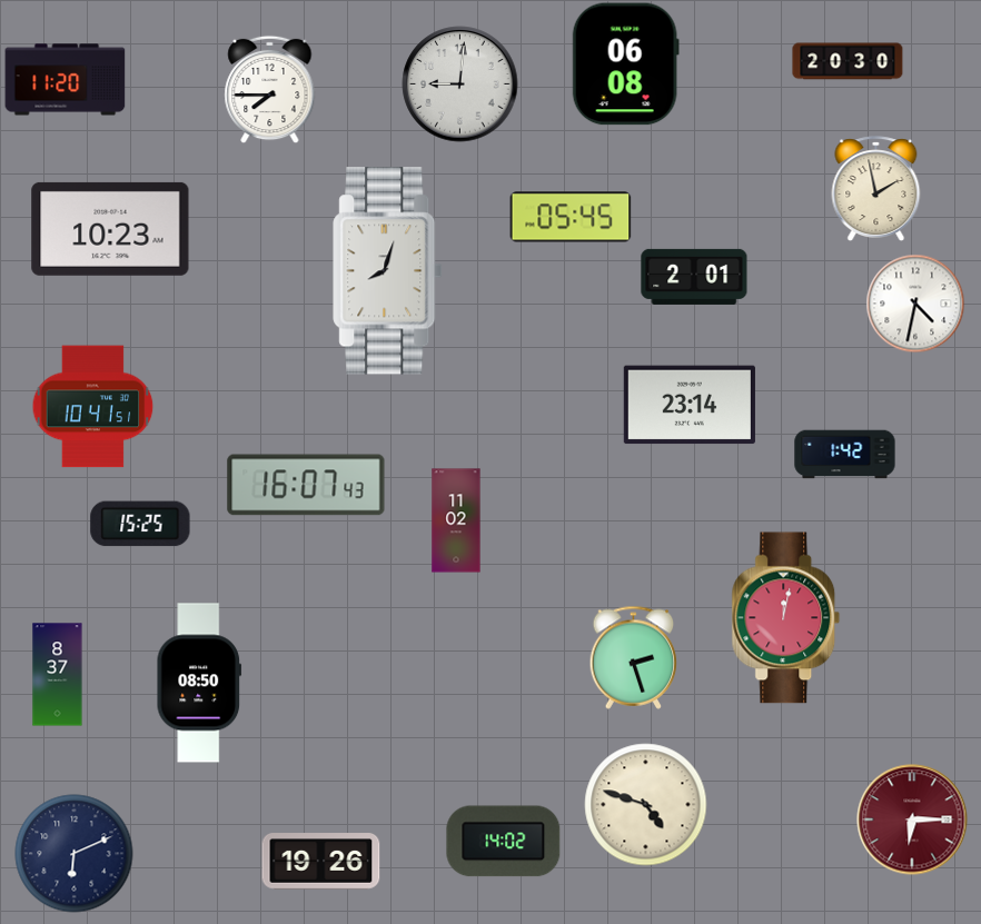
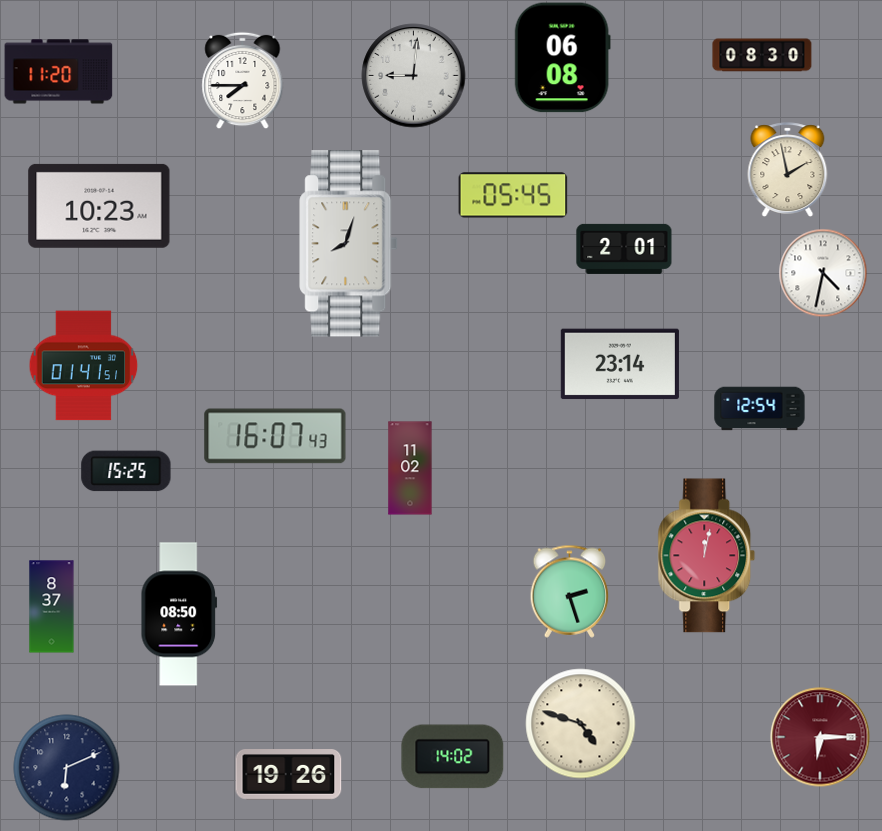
clock at (848, 61): 20:30 -> 08:30
clock at (93, 407): 10:41 -> 01:41
clock at (845, 455): 1:42 -> 12:54
